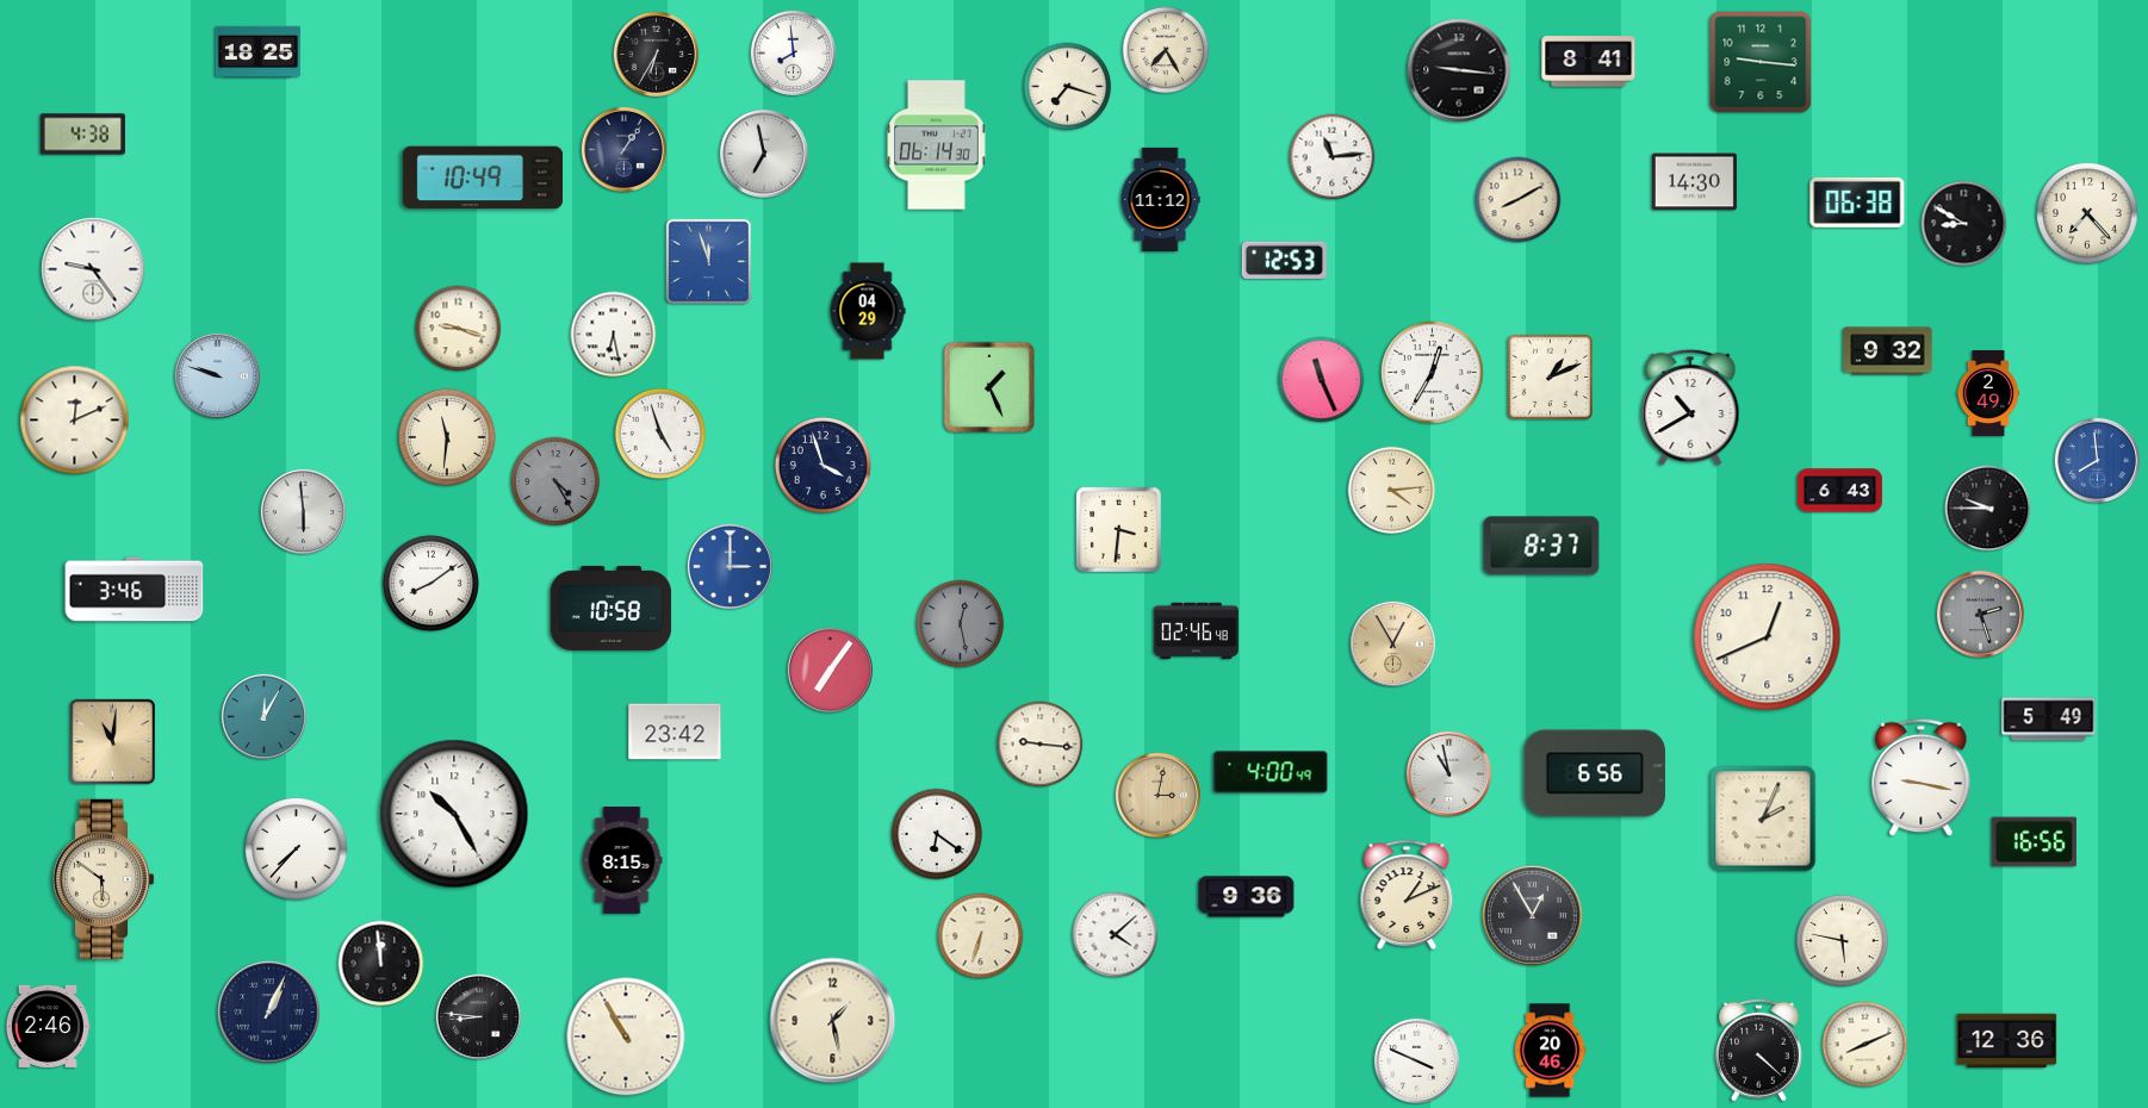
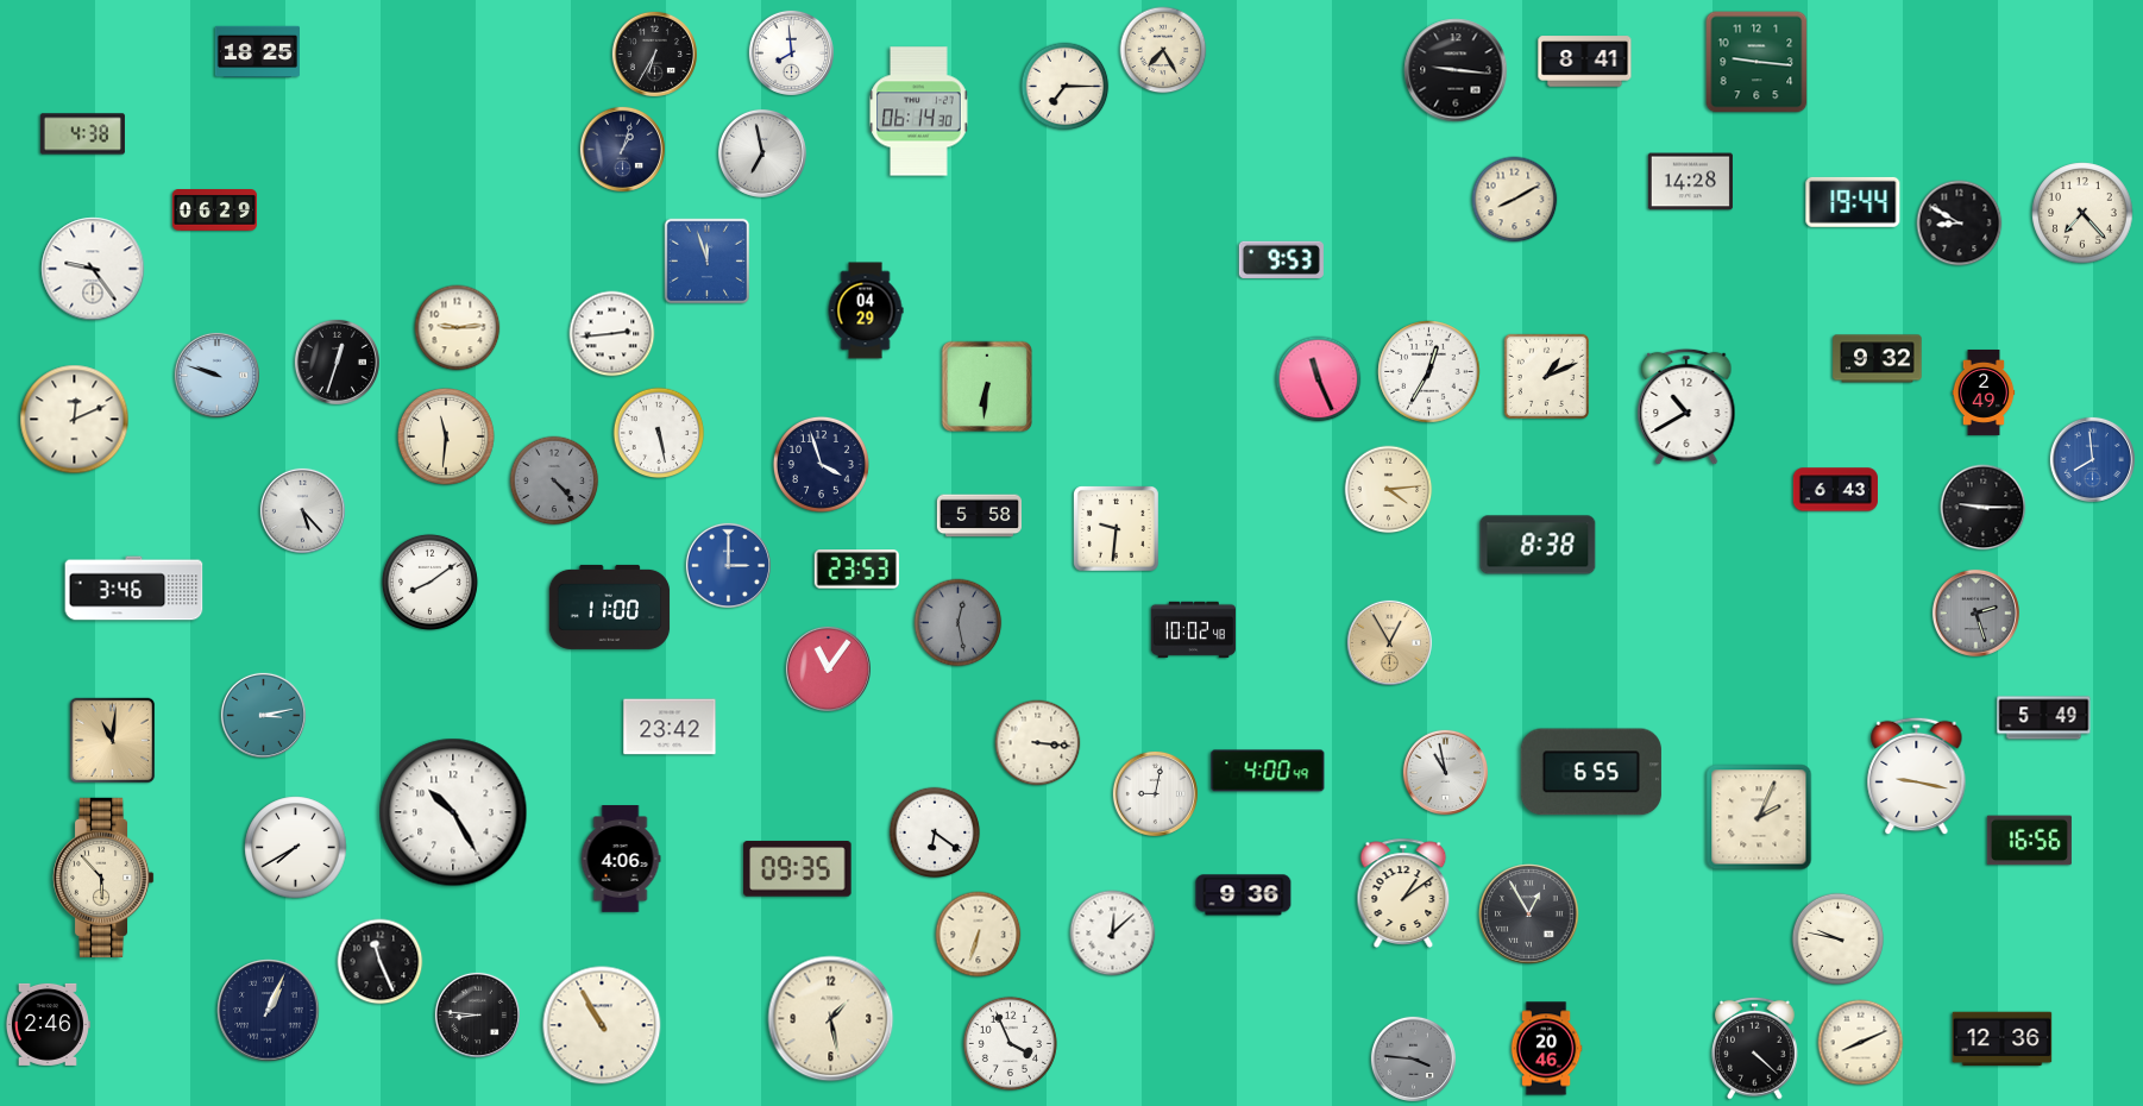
clock at (1068, 87): 7:18 -> 7:15
clock at (937, 145) position: (937, 145) -> (919, 112)
clock at (623, 149): 1:06 -> 1:03
clock at (1333, 157): 11:14 -> none
clock at (482, 178): 10:49 -> none
clock at (1694, 182): 14:30 -> 14:28
clock at (1160, 199): 11:12 -> none
clock at (1857, 203): 06:38 -> 19:44
clock at (214, 210): none -> 06:29
clock at (1284, 260): 12:53 -> 9:53
clock at (459, 329): 9:18 -> 9:14
clock at (614, 335): 6:28 -> 2:44
clock at (1888, 351) position: (1888, 351) -> (1878, 359)
clock at (337, 362): none -> 12:33
clock at (989, 386): 1:26 -> 6:31
clock at (660, 434): 4:57 -> 5:28
clock at (555, 481): 4:25 -> 4:23
clock at (1988, 509): 9:45 -> 9:15
clock at (303, 511): 5:59 -> 5:23
clock at (979, 516): none -> 5:58
clock at (1119, 530): 3:31 -> 9:31
clock at (1541, 546): 8:37 -> 8:38
clock at (856, 570): none -> 23:53
clock at (612, 608): 10:58 -> 11:00
clock at (1196, 631): 02:46 -> 10:02
clock at (1768, 637): 12:41 -> none
clock at (830, 670): 7:06 -> 11:06
clock at (263, 716): 12:05 -> 3:13
clock at (675, 732) position: (675, 732) -> (670, 727)
clock at (1041, 745): 9:16 -> 3:16
clock at (1595, 773): 6:56 -> 6:55
clock at (1157, 795): 3:02 -> 9:02
clock at (1157, 795) dial: champagne -> white
clock at (297, 849): 7:37 -> 7:40
clock at (622, 860): 8:15 -> 4:06
clock at (798, 869): none -> 09:35
clock at (104, 879): 5:51 -> 5:53
clock at (1407, 895): 1:11 -> 1:09
clock at (1116, 935): 4:08 -> 12:08
clock at (1842, 940): 5:47 -> 9:47
clock at (381, 964): 11:59 -> 11:26
clock at (626, 1037) position: (626, 1037) -> (602, 1025)
clock at (1010, 1043): none -> 3:56
clock at (1416, 1060): 3:49 -> 3:46
clock at (1416, 1060) dial: white -> grey
